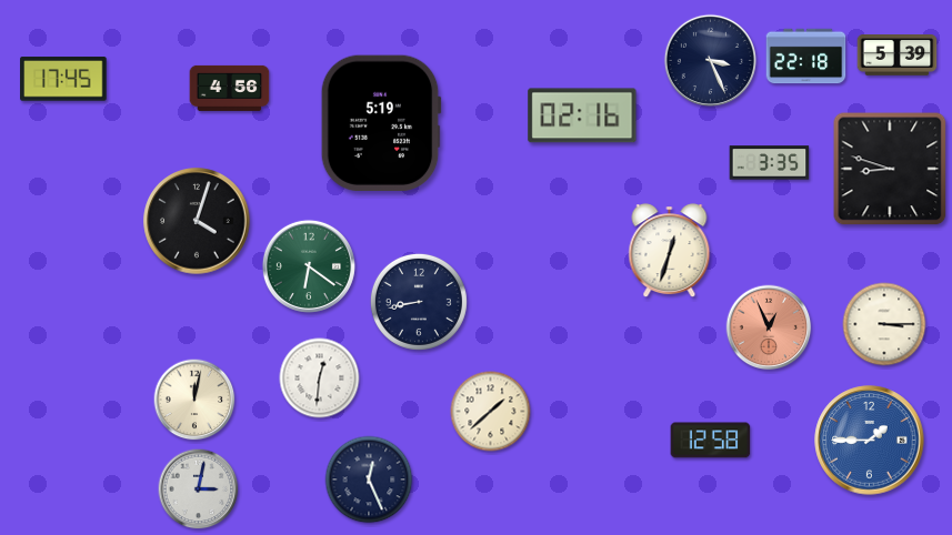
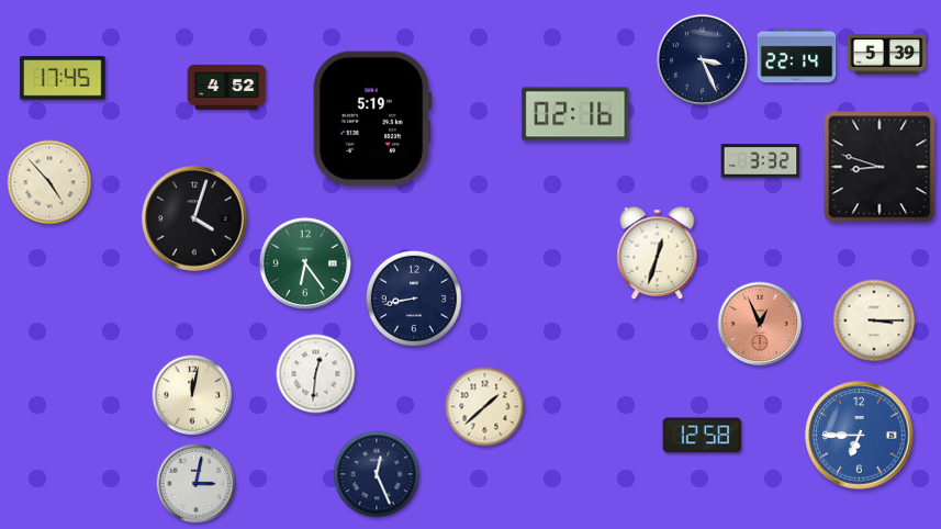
clock at (806, 57): 22:18 -> 22:14
clock at (230, 88): 4:56 -> 4:52
clock at (381, 122) position: (381, 122) -> (372, 117)
clock at (770, 163): 3:35 -> 3:32
clock at (49, 182): none -> 4:53
clock at (670, 251) position: (670, 251) -> (658, 254)
clock at (309, 266): 6:21 -> 6:24
clock at (870, 441): 1:45 -> 6:45
clock at (369, 480) position: (369, 480) -> (377, 474)
